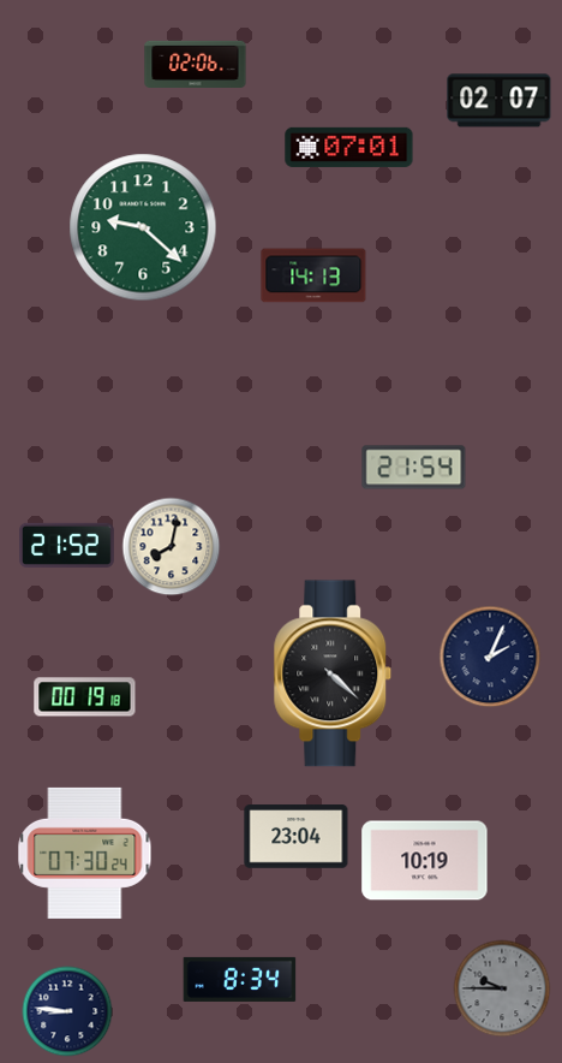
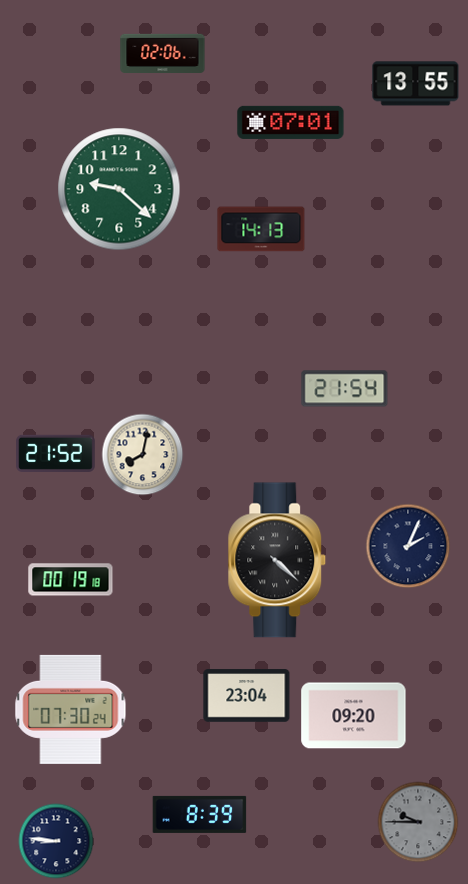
clock at (500, 101): 02:07 -> 13:55
clock at (425, 861): 10:19 -> 09:20
clock at (240, 979): 8:34 -> 8:39
